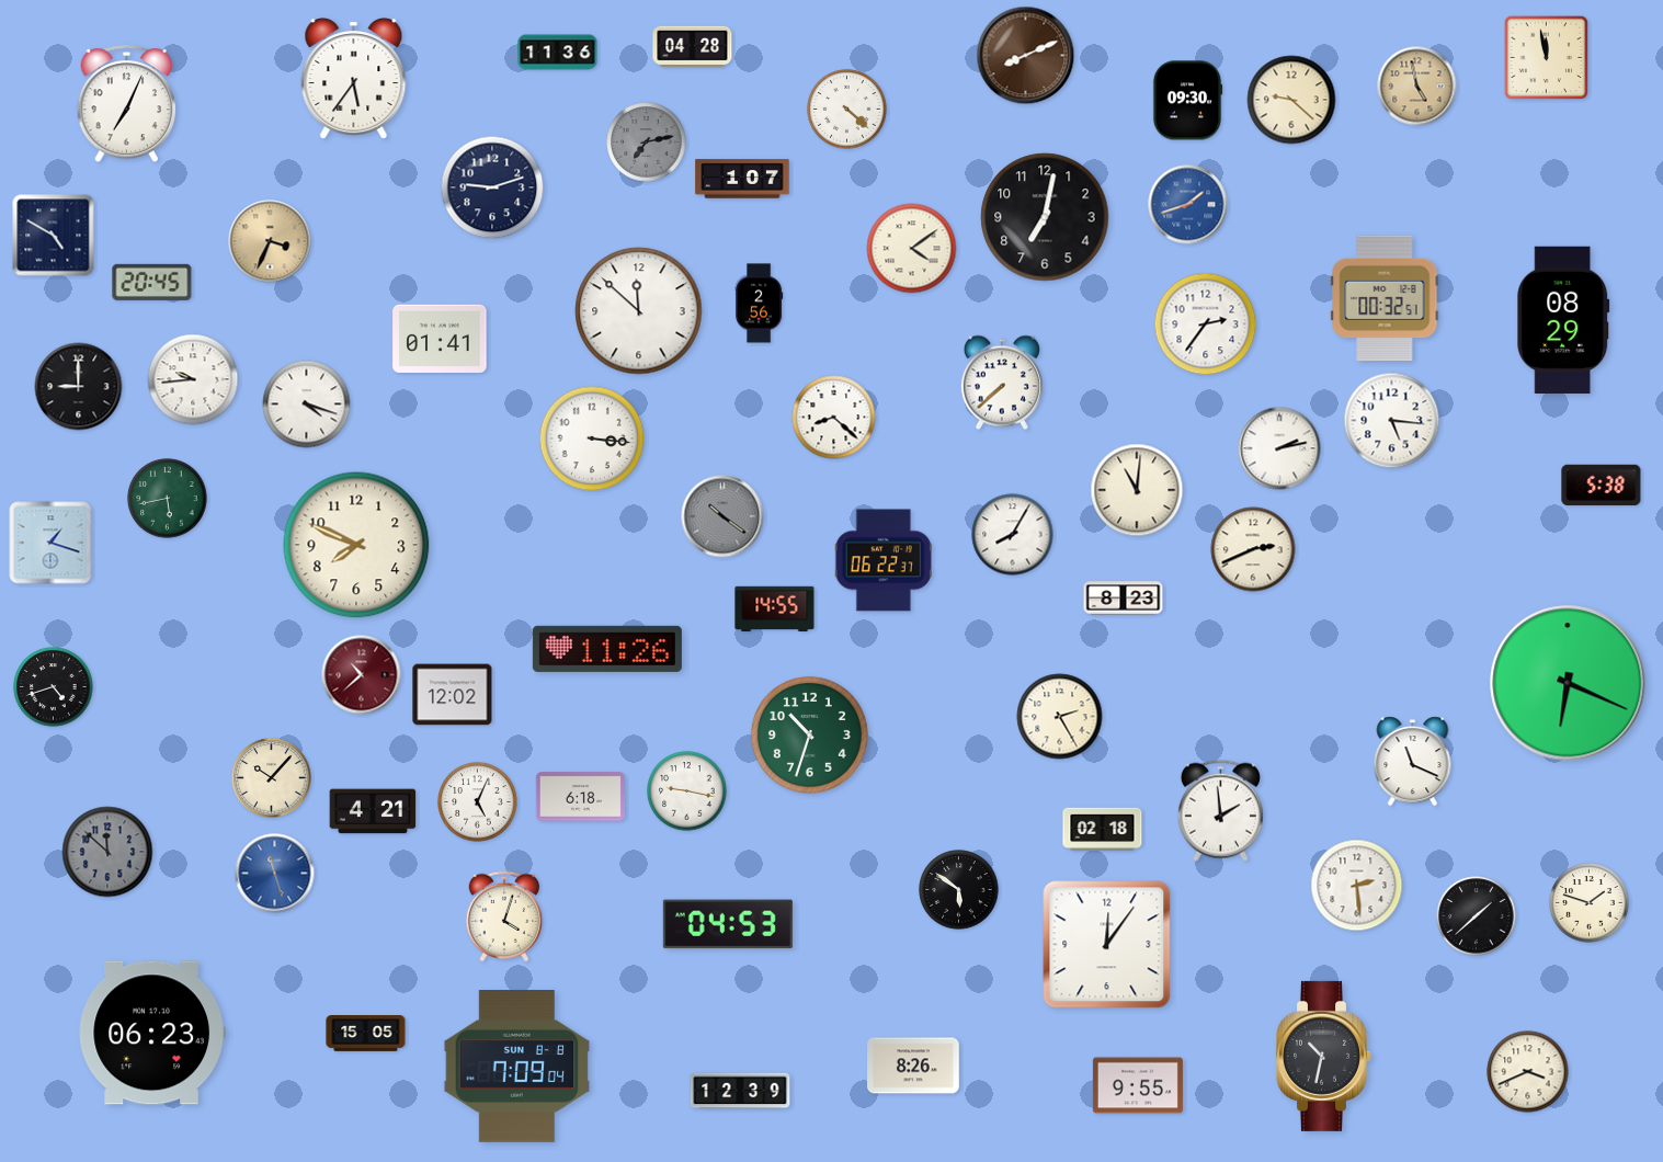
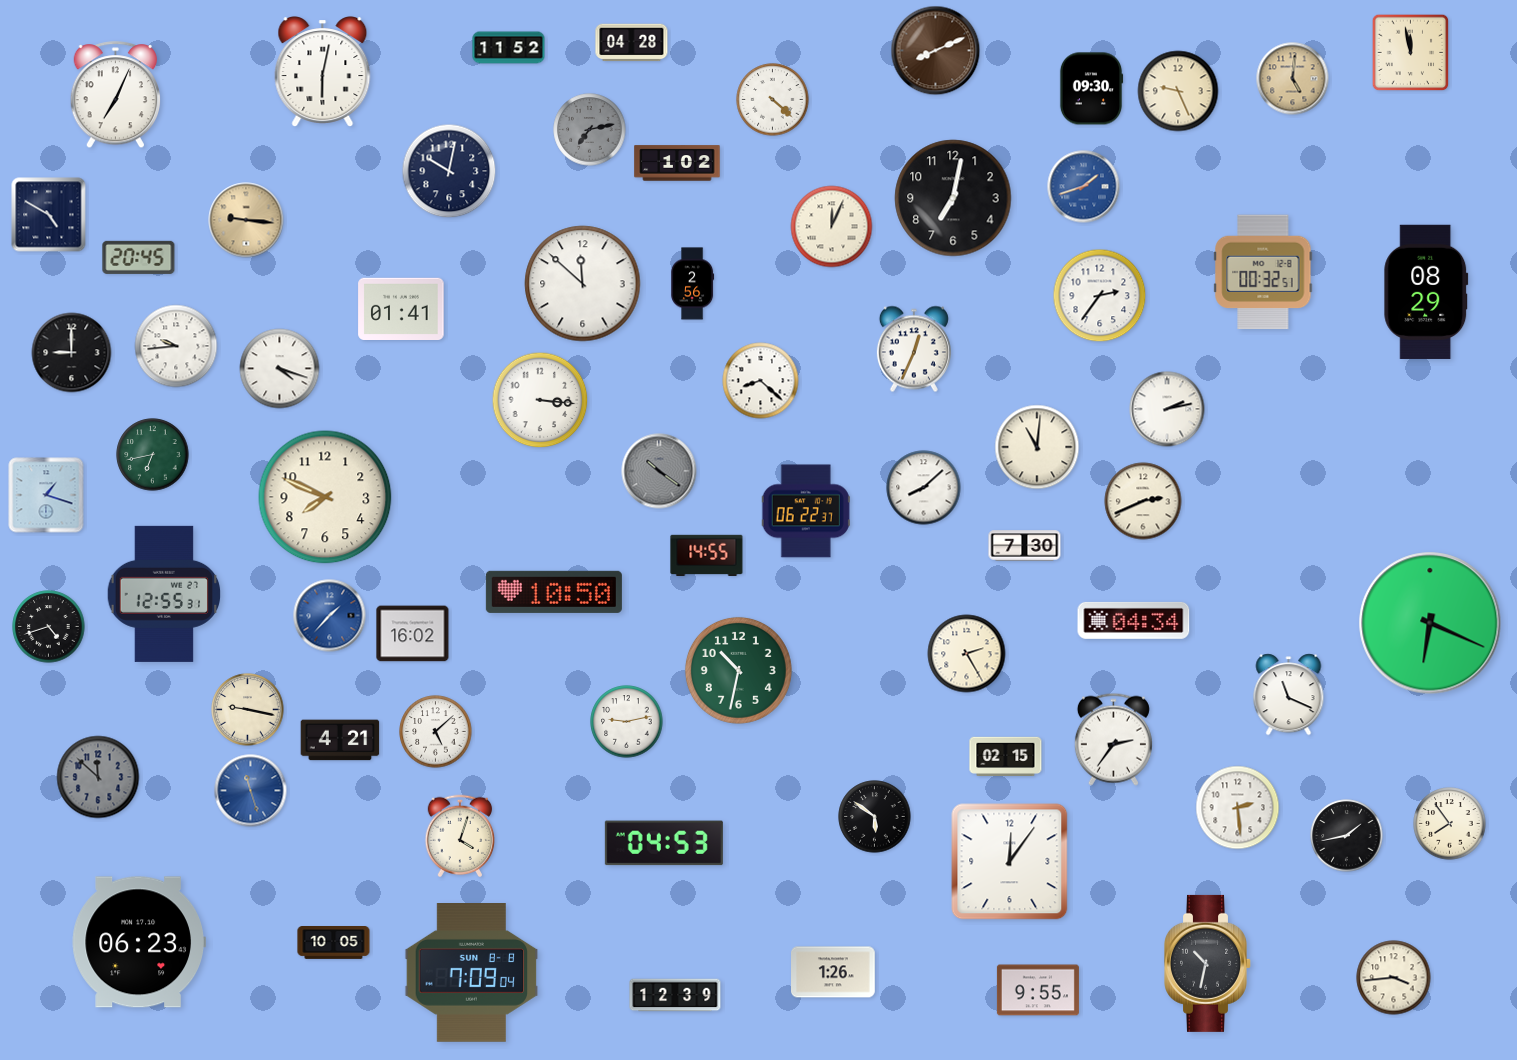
clock at (558, 53): 11:36 -> 11:52
clock at (354, 79): 5:36 -> 6:02
clock at (1417, 87): 4:58 -> 5:01
clock at (1291, 100): 9:22 -> 9:26
clock at (1187, 101) position: (1187, 101) -> (1091, 89)
clock at (742, 179): 1:07 -> 1:02
clock at (492, 187): 9:12 -> 10:02
clock at (270, 241): 3:34 -> 9:16
clock at (912, 249): 4:09 -> 12:04
clock at (760, 304) position: (760, 304) -> (693, 284)
clock at (1002, 383): 7:38 -> 12:34
clock at (1392, 421): 5:16 -> none
clock at (1602, 485): 5:38 -> none
clock at (168, 499): 5:43 -> 6:43
clock at (1013, 535): 8:05 -> 8:08
clock at (1124, 599): 8:23 -> 7:30
clock at (607, 649): 11:26 -> 10:50
clock at (164, 594): none -> 12:55
clock at (362, 675): 10:38 -> 1:37
clock at (362, 675) dial: burgundy -> blue
clock at (1134, 620): none -> 04:34
clock at (453, 695): 12:02 -> 16:02
clock at (809, 734): 10:33 -> 10:32
clock at (272, 778): 10:07 -> 9:17
clock at (687, 791): 9:17 -> 9:13
clock at (580, 797): 6:18 -> none
clock at (478, 802): 5:04 -> 5:08
clock at (1220, 810): 1:59 -> 2:36
clock at (1103, 829): 02:18 -> 02:15
clock at (275, 874) position: (275, 874) -> (251, 791)
clock at (959, 890) position: (959, 890) -> (875, 817)
clock at (1590, 903): 1:48 -> 7:54
clock at (1477, 916): 1:38 -> 1:43
clock at (366, 1034): 15:05 -> 10:05
clock at (914, 1066): 8:26 -> 1:26
clock at (1528, 1072): 3:41 -> 3:44
